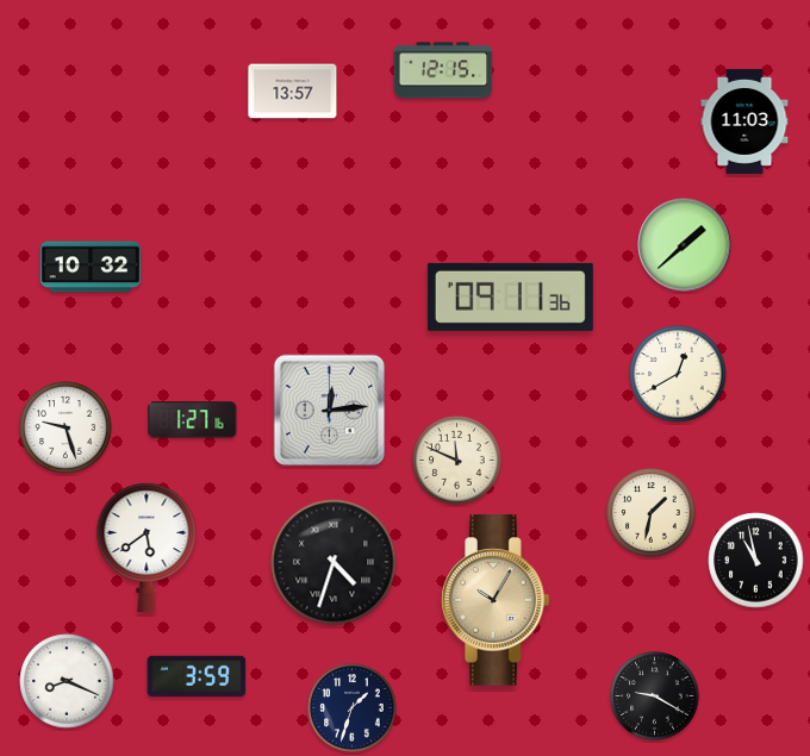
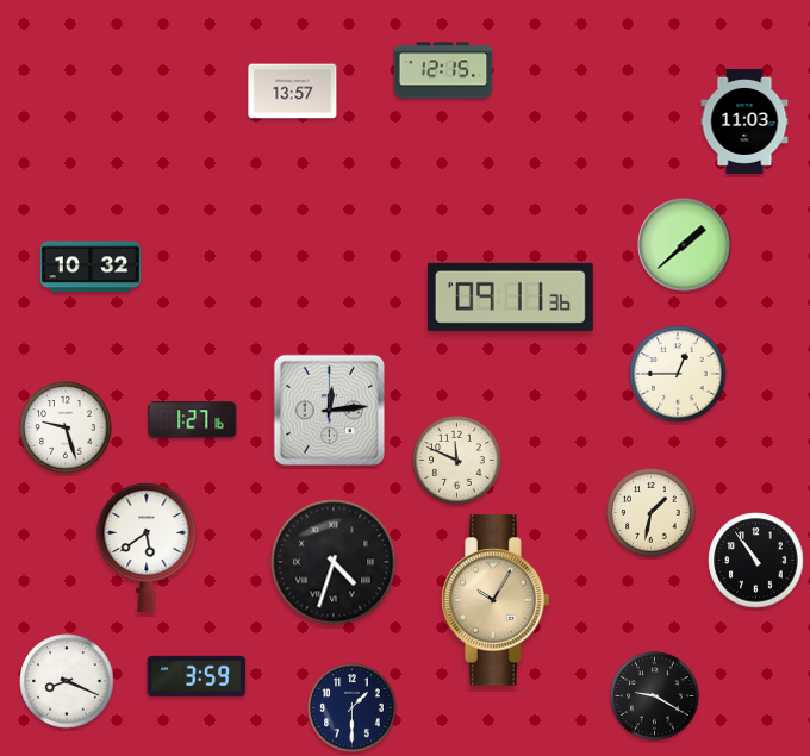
clock at (678, 374): 12:40 -> 12:45
clock at (756, 561): 10:58 -> 10:54
clock at (353, 708): 1:33 -> 1:30
